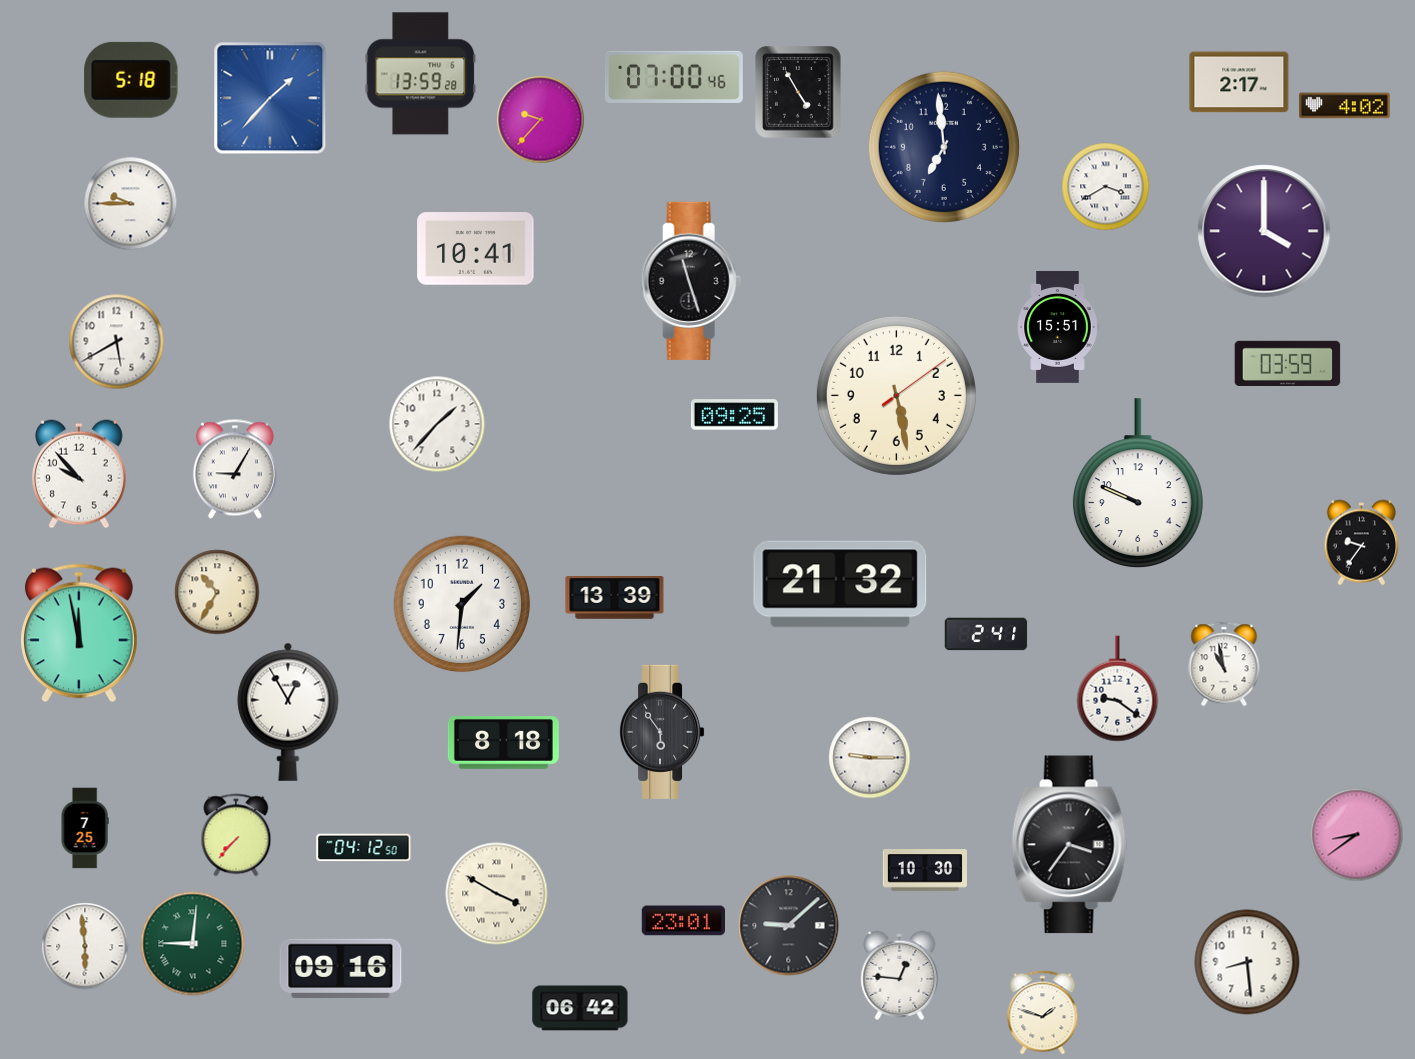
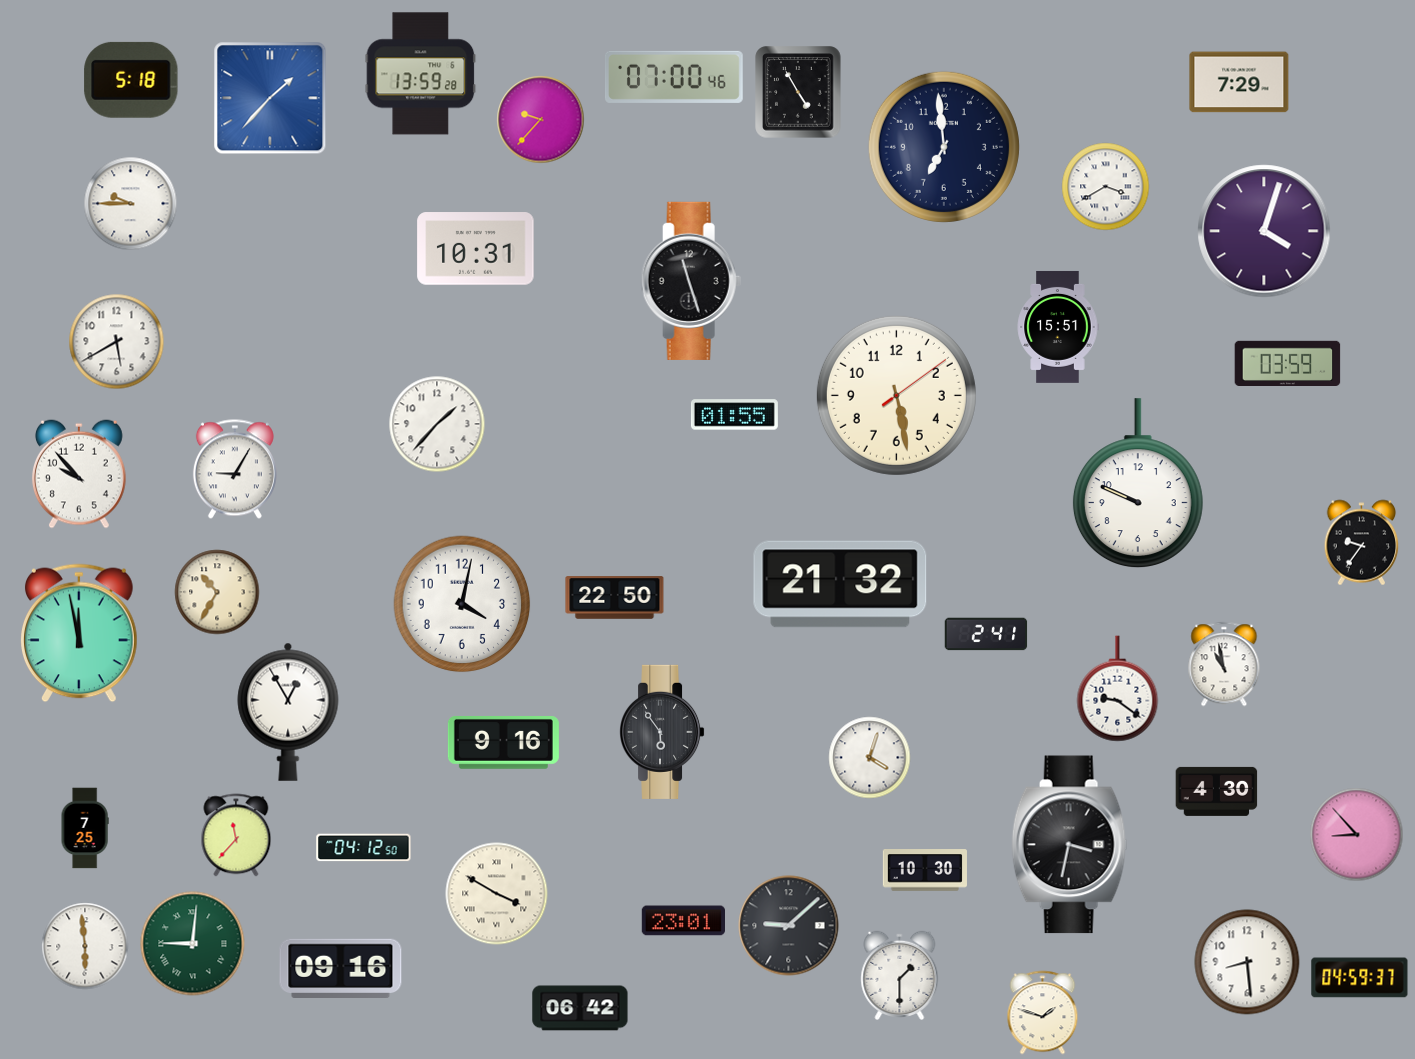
clock at (1239, 82): 2:17 -> 7:29
clock at (1345, 106): 4:02 -> none
clock at (1264, 231): 4:00 -> 4:03
clock at (476, 249): 10:41 -> 10:31
clock at (734, 415): 09:25 -> 01:55
clock at (615, 598): 13:39 -> 22:50
clock at (462, 604): 1:31 -> 4:02
clock at (503, 743): 8:18 -> 9:16
clock at (870, 758): 9:15 -> 4:03
clock at (1217, 791): none -> 4:30
clock at (236, 835): 7:37 -> 11:37
clock at (1357, 835): 8:39 -> 8:53
clock at (1069, 845): 3:36 -> 3:32
clock at (900, 975): 12:46 -> 1:30
clock at (1360, 978): none -> 04:59
